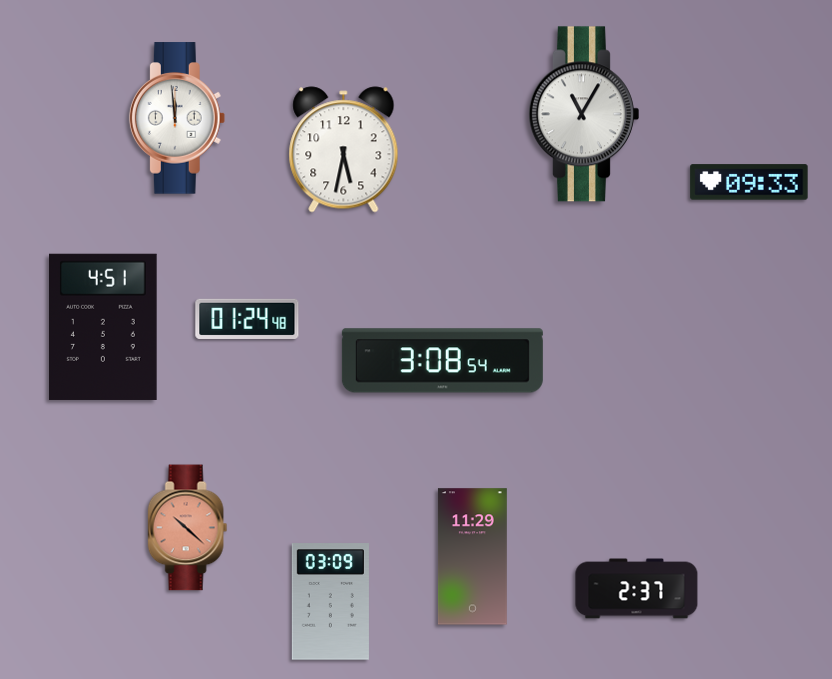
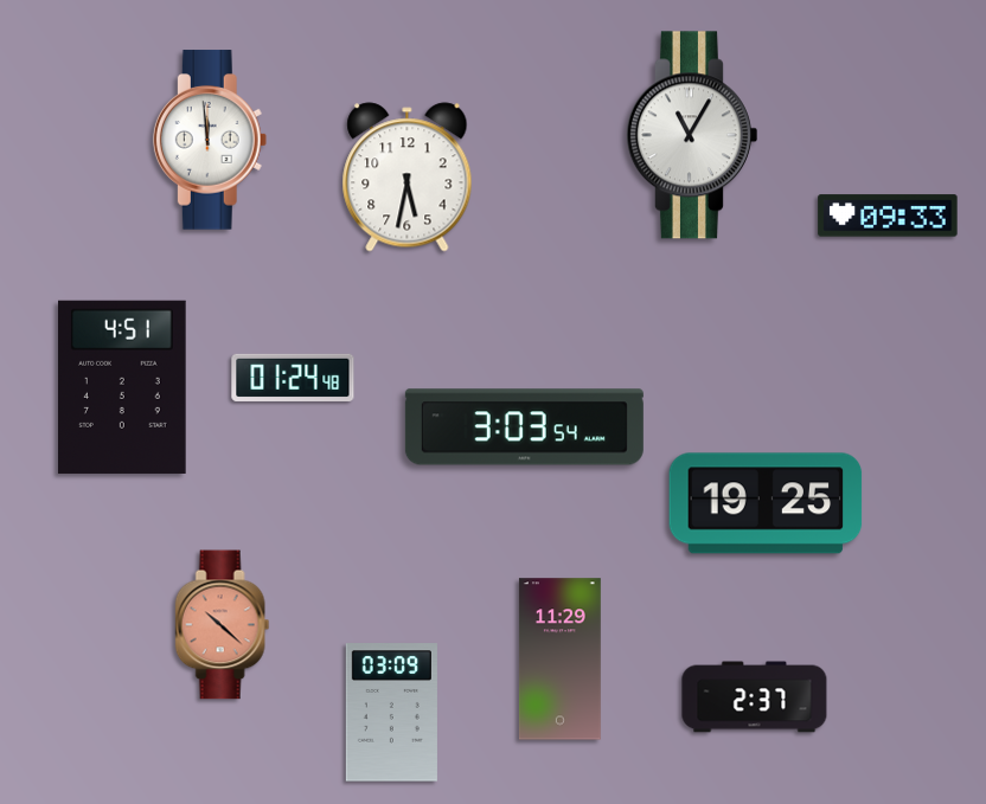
clock at (442, 361): 3:08 -> 3:03
clock at (766, 503): none -> 19:25
